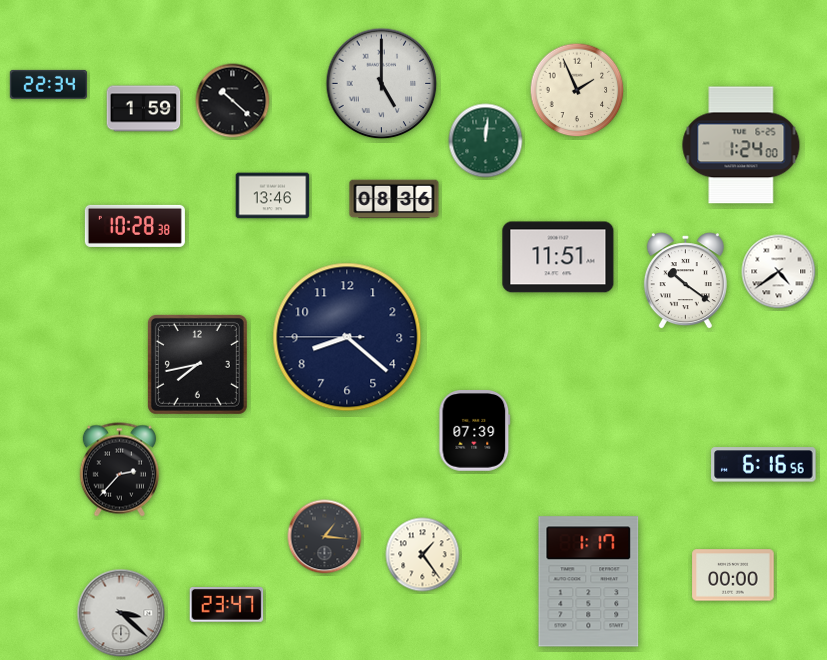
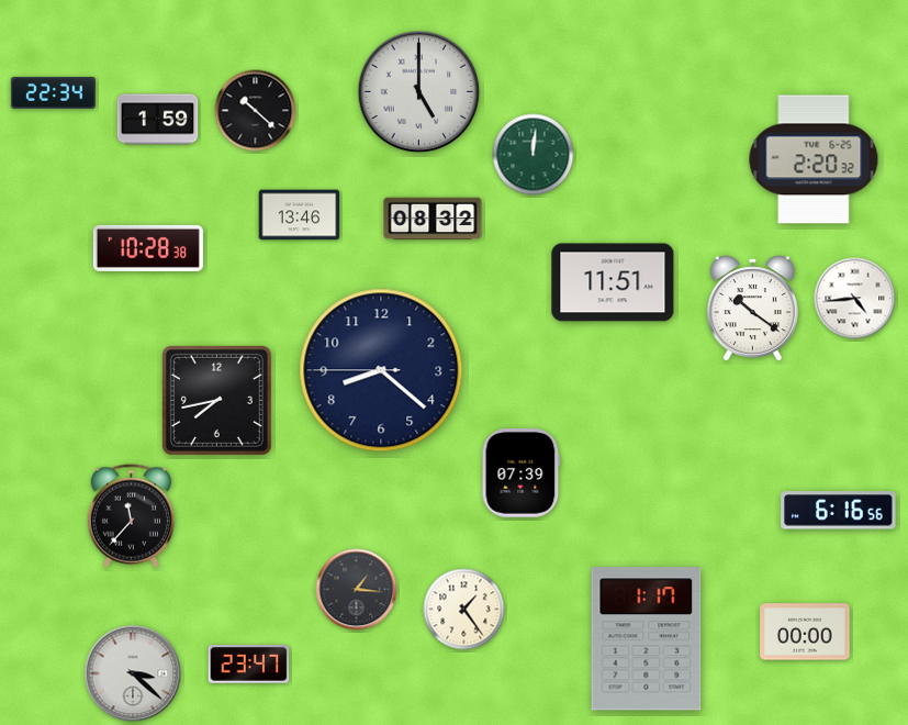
clock at (577, 90): 1:56 -> none
clock at (741, 145): 1:24 -> 2:20
clock at (394, 199): 08:36 -> 08:32
clock at (779, 272): 4:39 -> 4:44
clock at (119, 470): 2:37 -> 11:37
